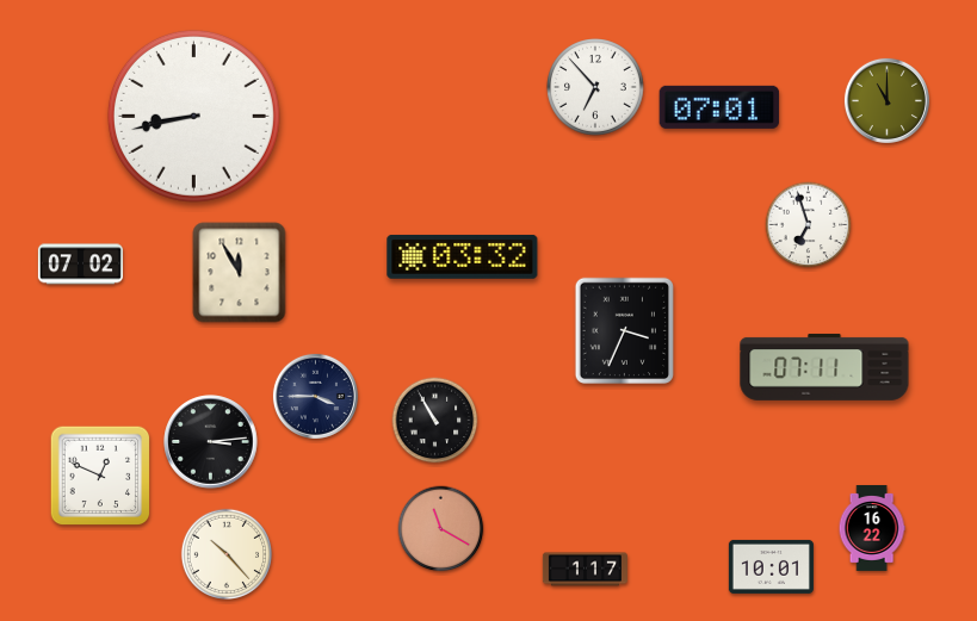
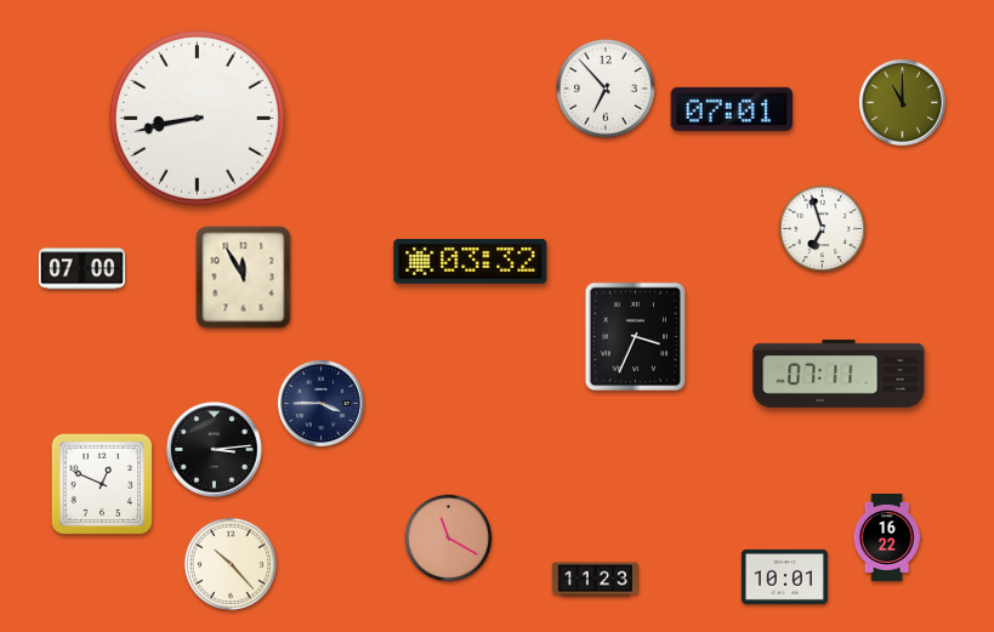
clock at (80, 265): 07:02 -> 07:00
clock at (435, 421): 10:55 -> none
clock at (585, 570): 1:17 -> 11:23
